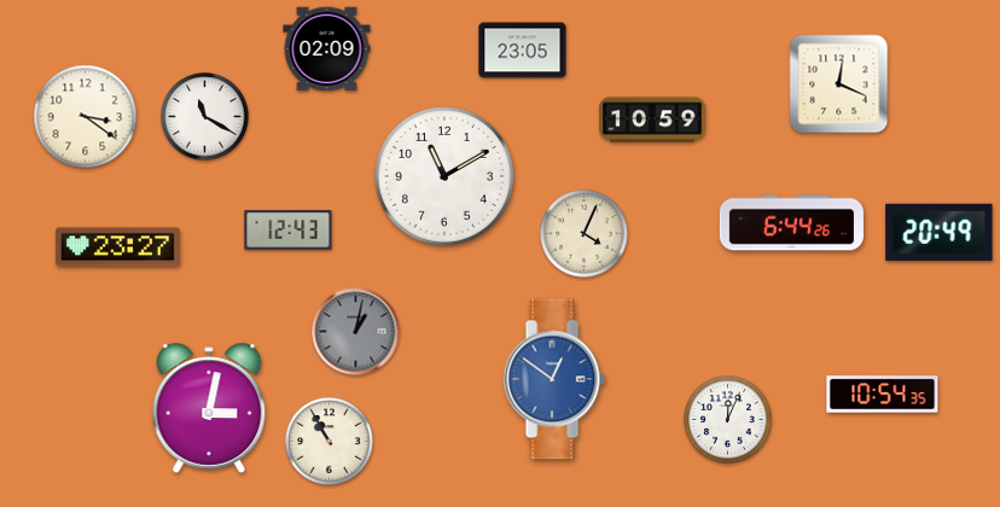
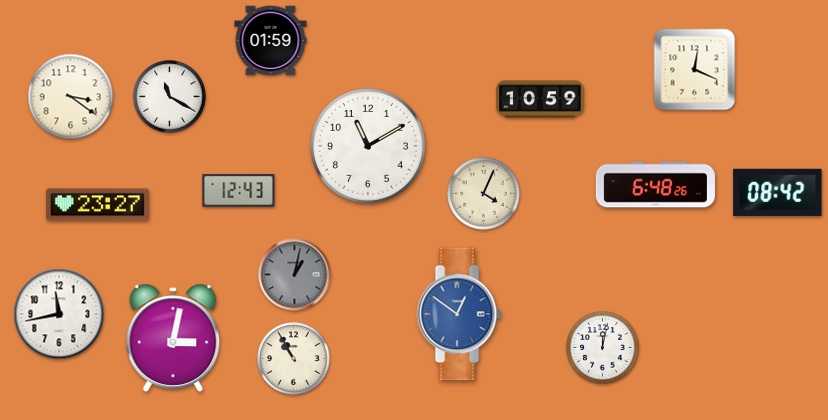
clock at (327, 49): 02:09 -> 01:59
clock at (523, 51): 23:05 -> none
clock at (791, 223): 6:44 -> 6:48
clock at (940, 232): 20:49 -> 08:42
clock at (59, 314): none -> 11:43
clock at (883, 395): 10:54 -> none
clock at (728, 420): 12:04 -> 12:02
clock at (330, 442) position: (330, 442) -> (294, 359)
